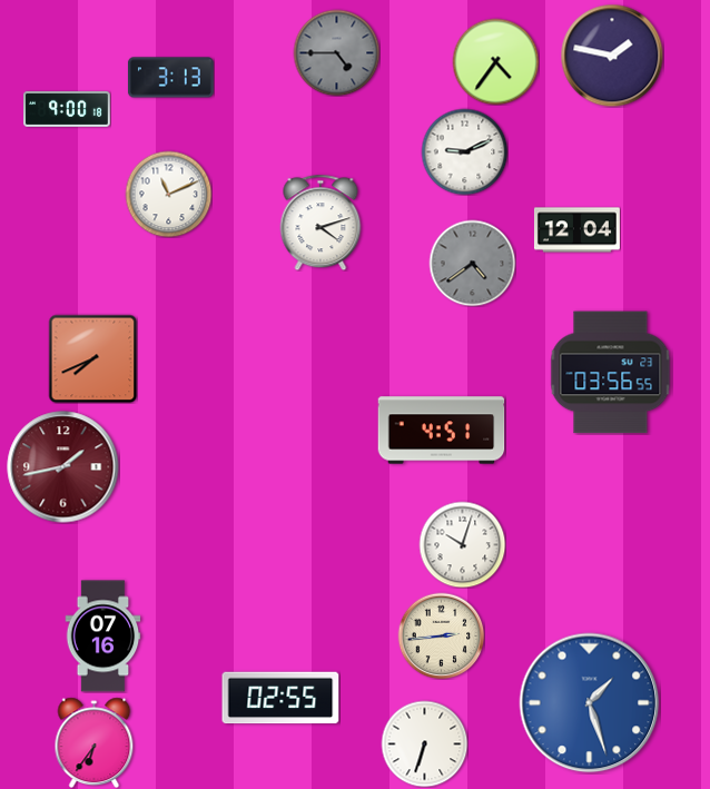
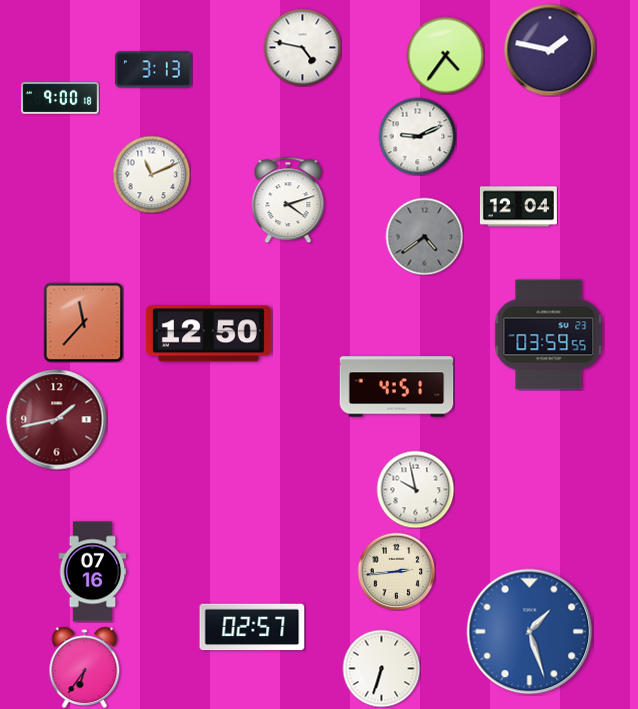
clock at (336, 52): 4:45 -> 4:47
clock at (336, 52) dial: grey -> white
clock at (92, 358): 7:41 -> 11:37
clock at (208, 334): none -> 12:50
clock at (611, 373): 03:56 -> 03:59
clock at (462, 544): 10:03 -> 9:58
clock at (280, 698): 02:55 -> 02:57
